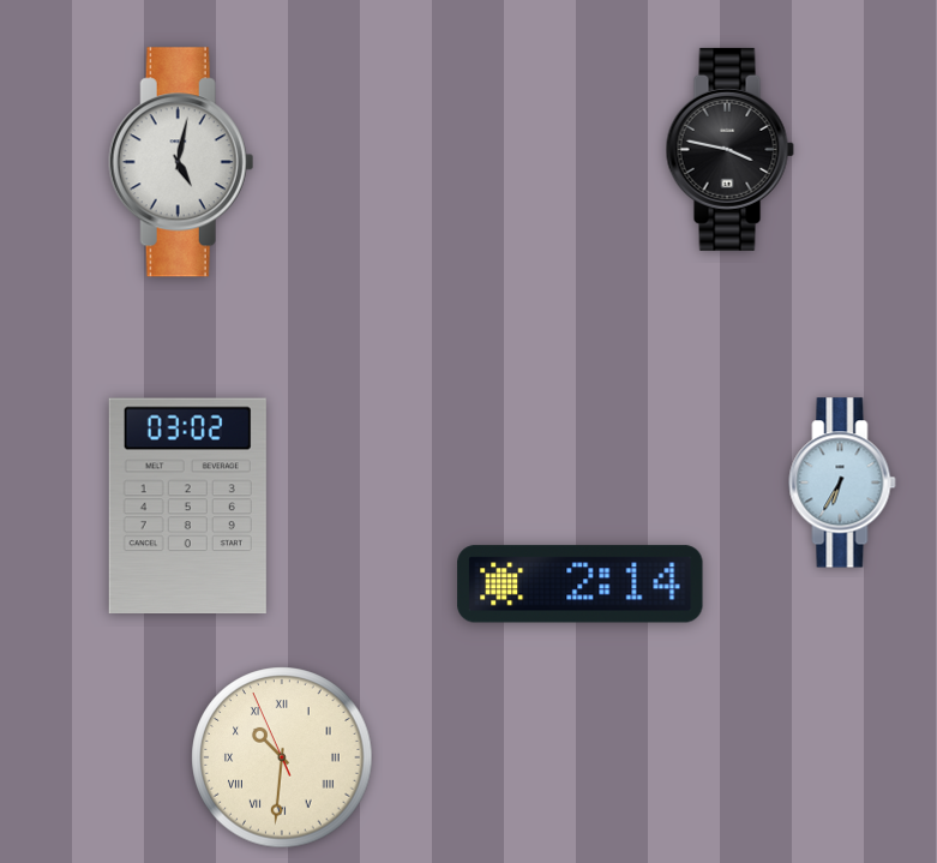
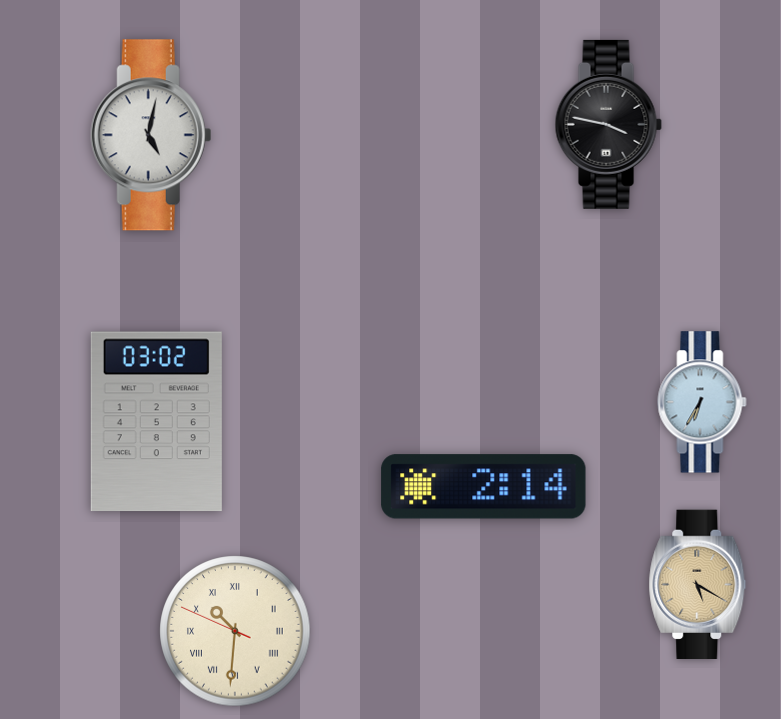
clock at (698, 584): none -> 5:20
clock at (282, 757): 10:30:56 -> 10:30:49
